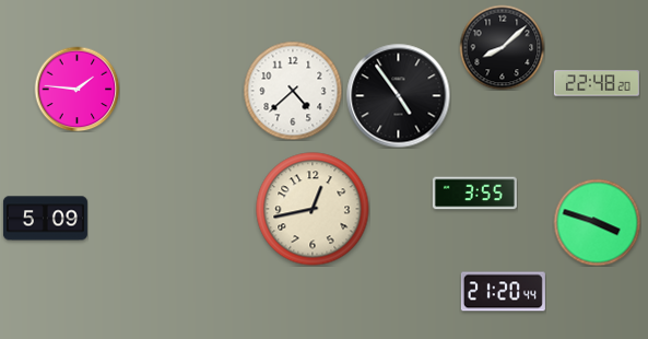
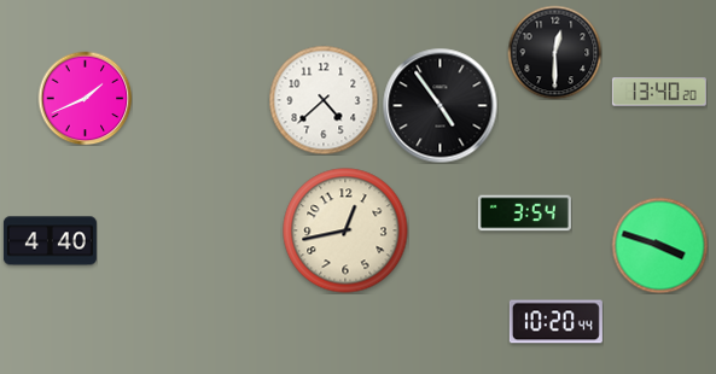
clock at (502, 47): 8:08 -> 12:30
clock at (597, 83): 22:48 -> 13:40
clock at (76, 89): 1:46 -> 1:41
clock at (474, 194): 3:55 -> 3:54
clock at (45, 219): 5:09 -> 4:40
clock at (503, 292): 21:20 -> 10:20
